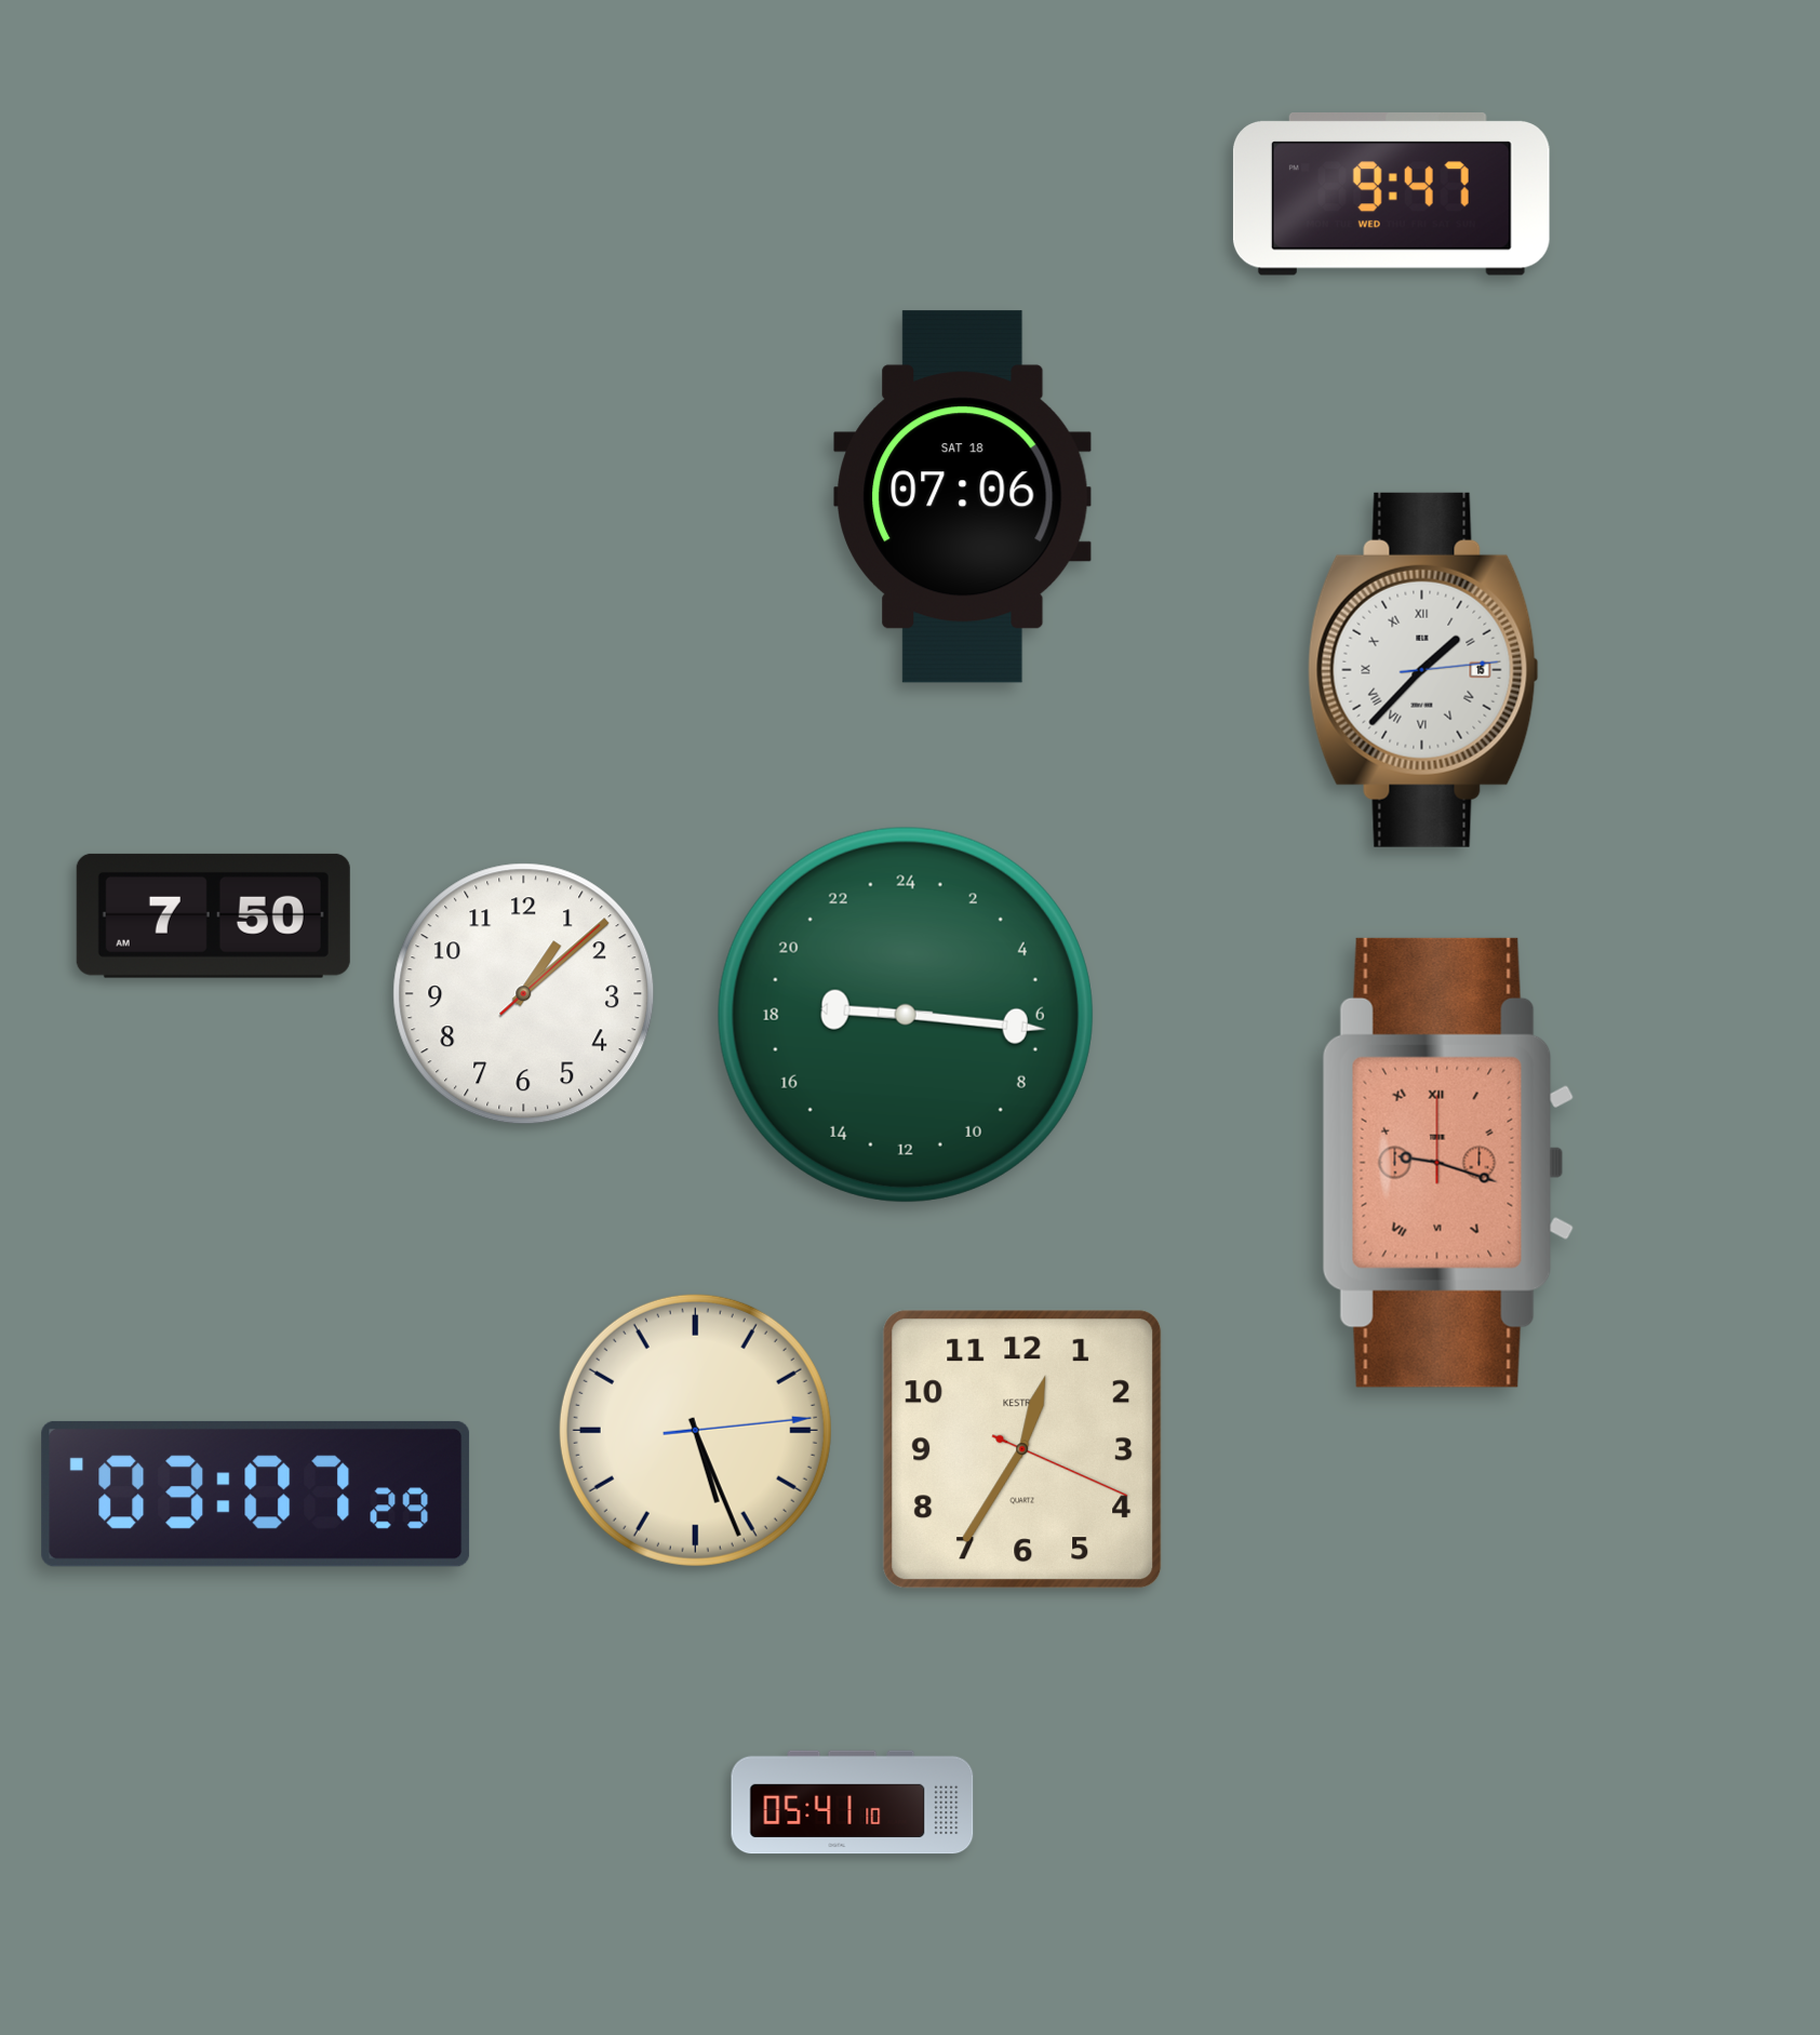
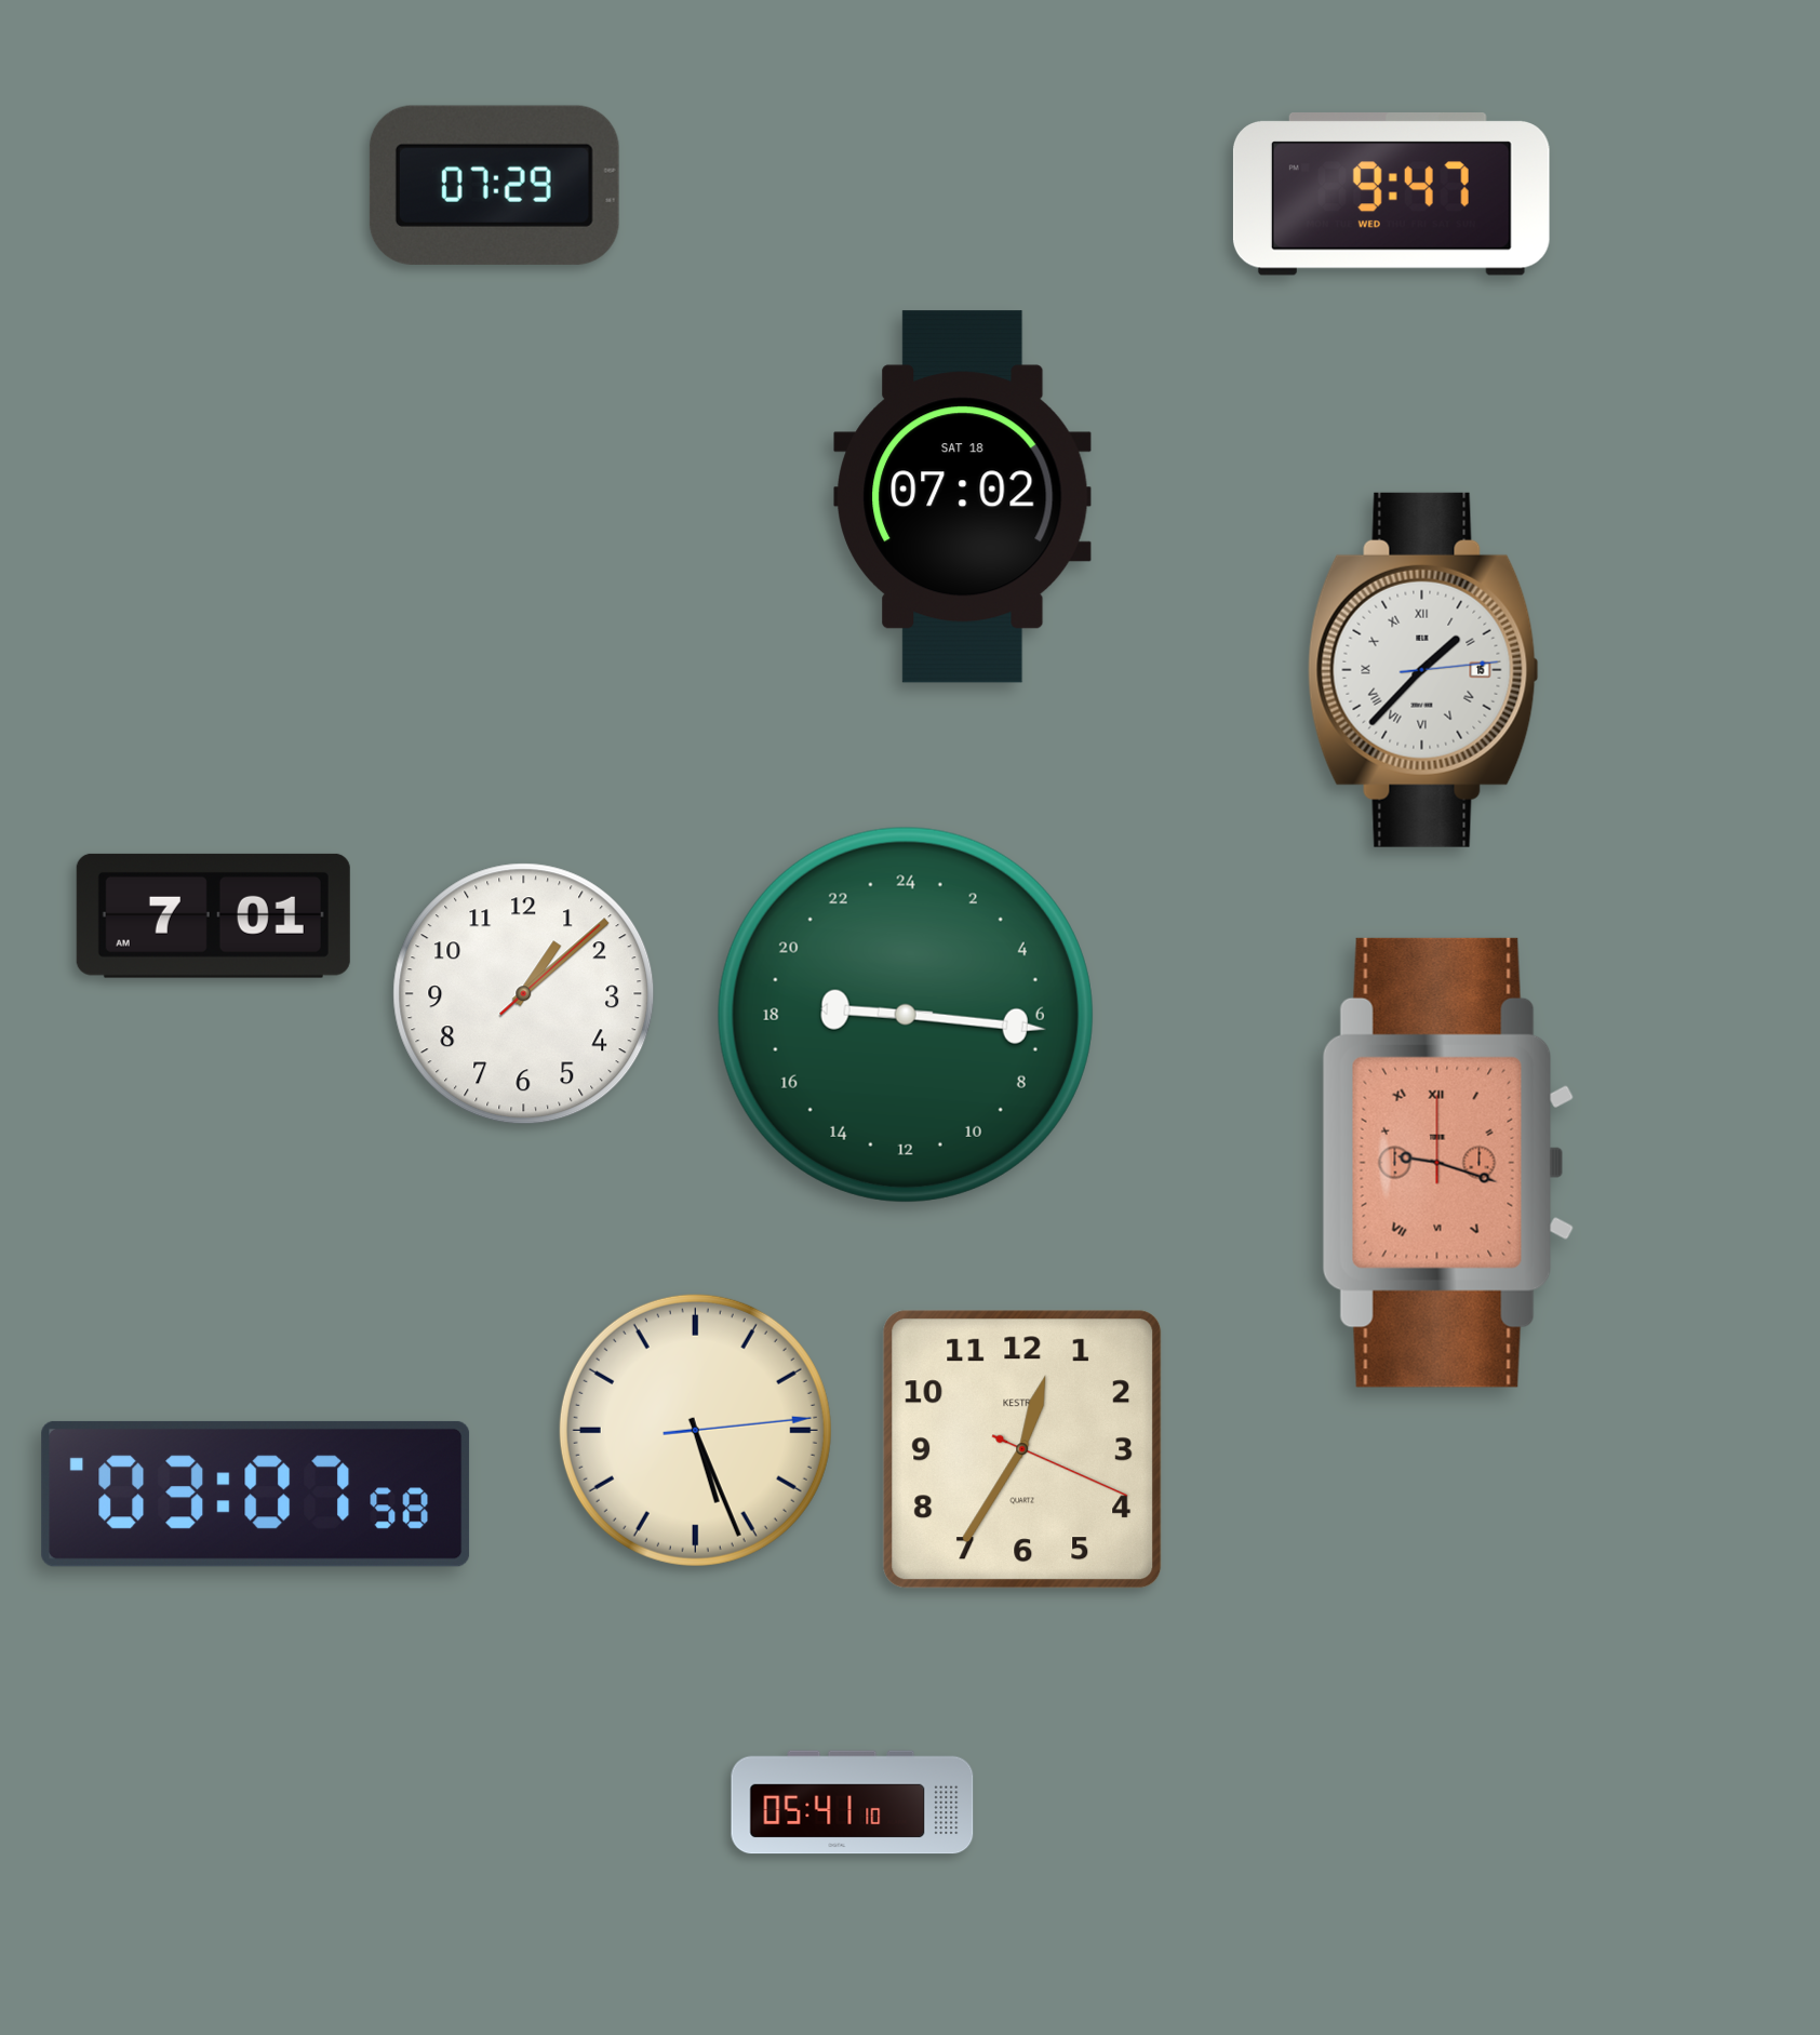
clock at (494, 185): none -> 07:29
clock at (963, 497): 07:06 -> 07:02
clock at (213, 915): 7:50 -> 7:01
clock at (256, 1494): 03:07:29 -> 03:07:58
